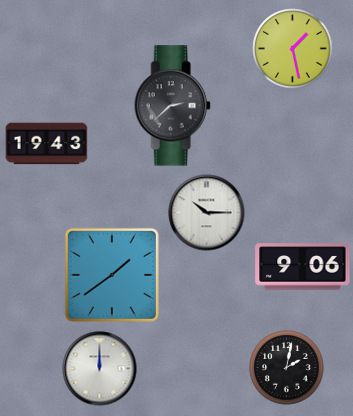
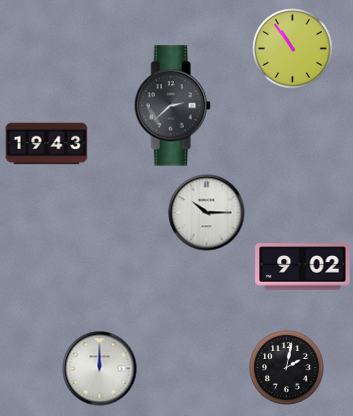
clock at (293, 49): 1:28 -> 10:54
clock at (303, 267): 9:06 -> 9:02
clock at (112, 275): 1:39 -> none
